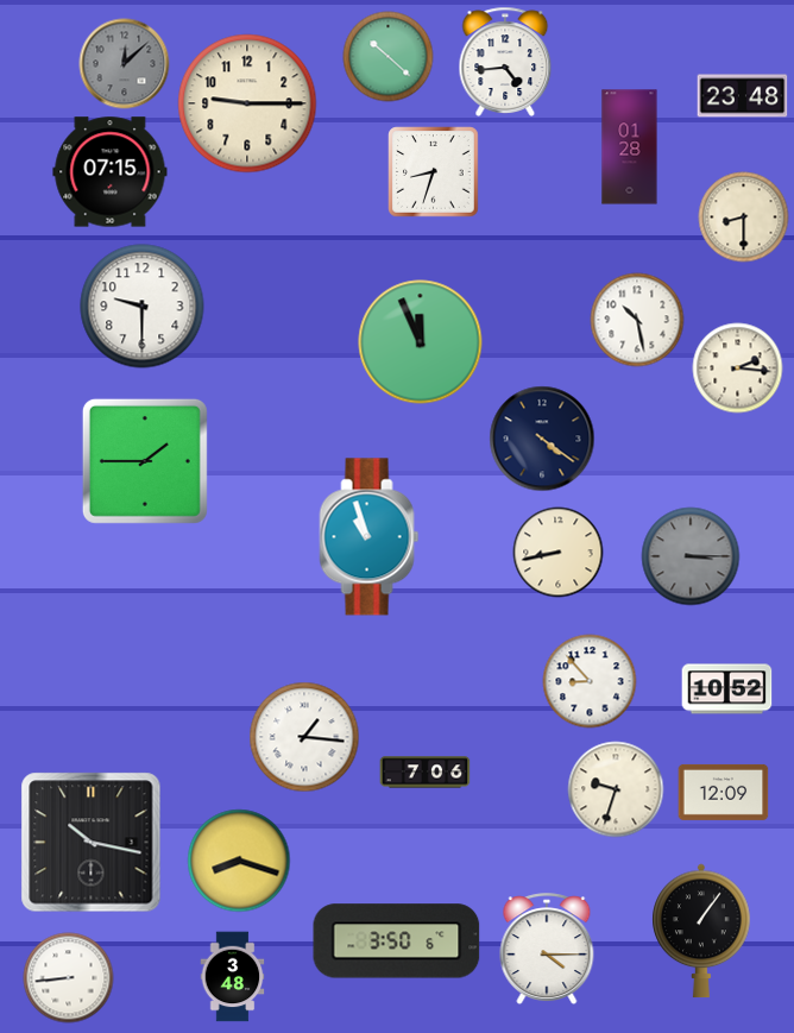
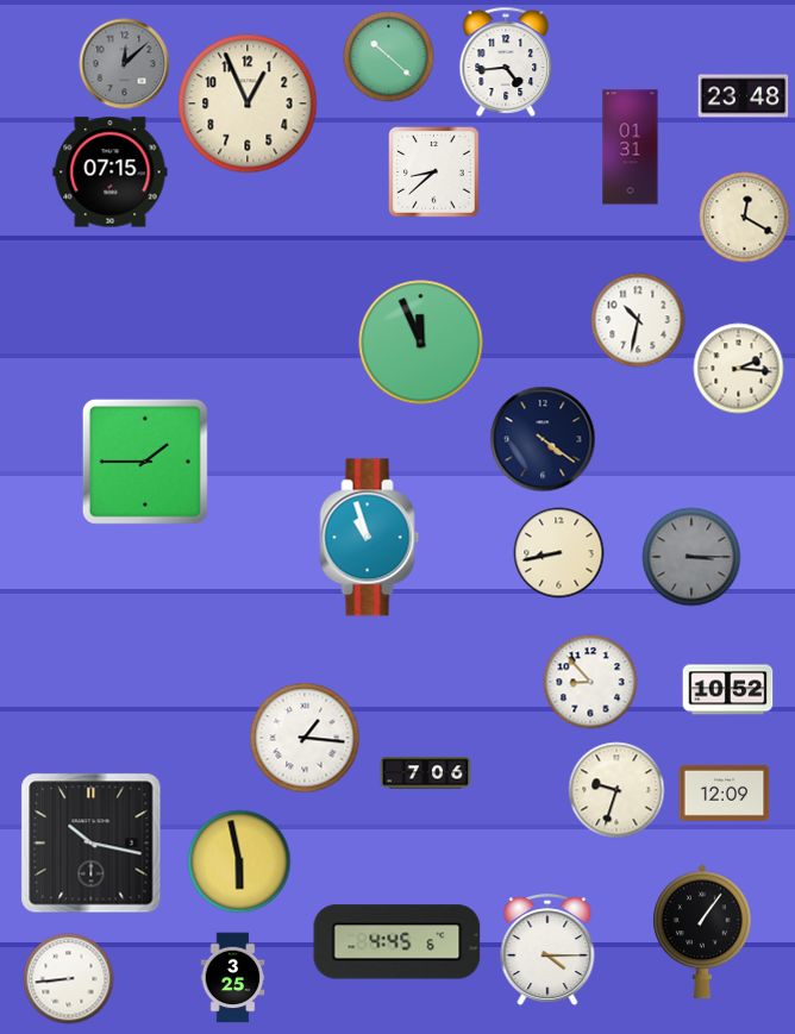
clock at (247, 103): 9:15 -> 12:56
clock at (630, 147): 01:28 -> 01:31
clock at (434, 172): 8:33 -> 8:38
clock at (744, 218): 8:30 -> 12:20
clock at (143, 307): 9:30 -> none
clock at (637, 320): 10:28 -> 10:32
clock at (239, 861): 8:18 -> 5:58
clock at (397, 941): 3:50 -> 4:45
clock at (233, 977): 3:48 -> 3:25
